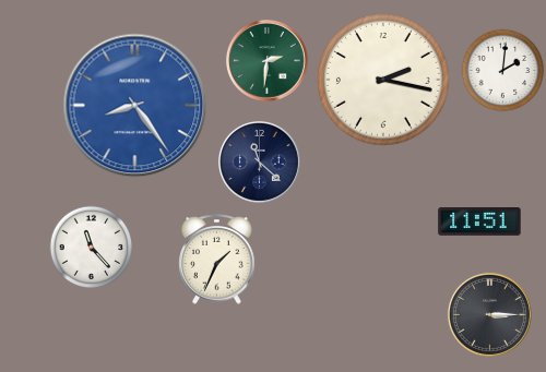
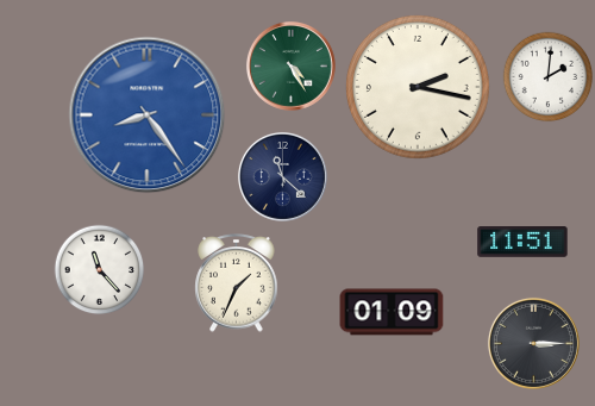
clock at (266, 60): 2:31 -> 4:25
clock at (392, 312): none -> 01:09
